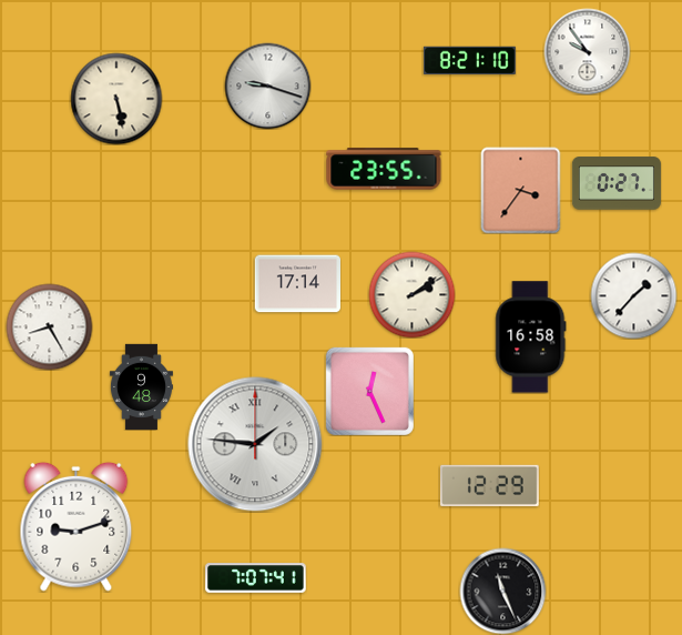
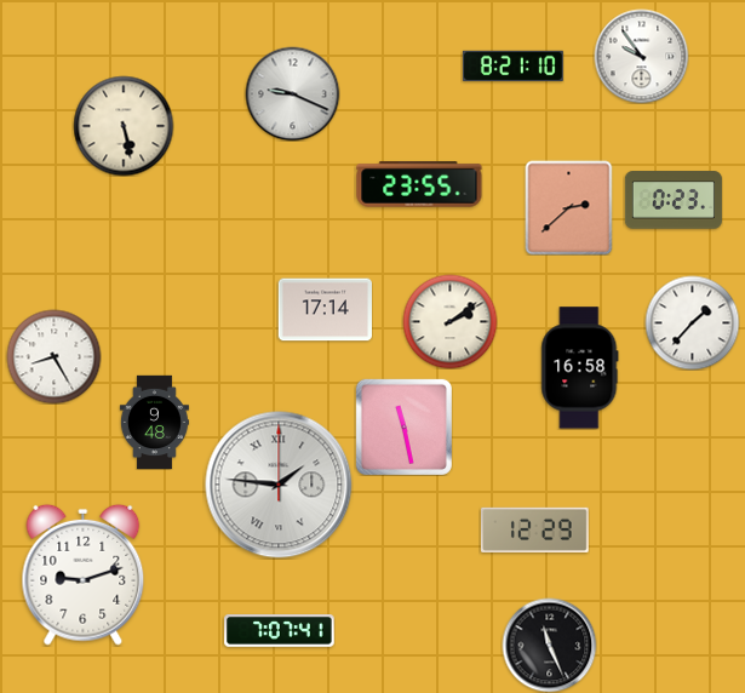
clock at (267, 85): 9:18 -> 9:19
clock at (116, 99) position: (116, 99) -> (124, 126)
clock at (617, 183): 0:27 -> 0:23
clock at (521, 190): 3:36 -> 2:38
clock at (369, 391): 12:26 -> 11:28
